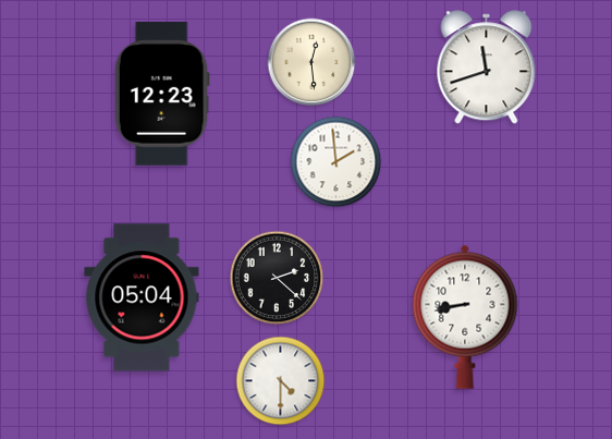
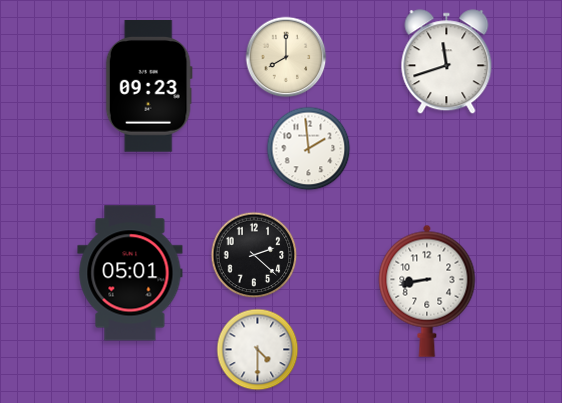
clock at (311, 62): 12:29 -> 8:00
clock at (162, 95): 12:23 -> 09:23
clock at (142, 297): 05:04 -> 05:01
